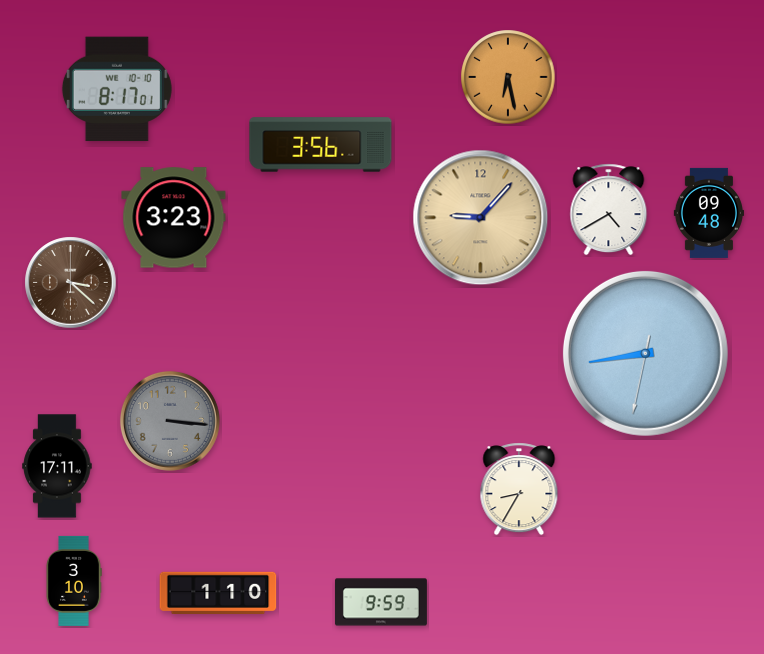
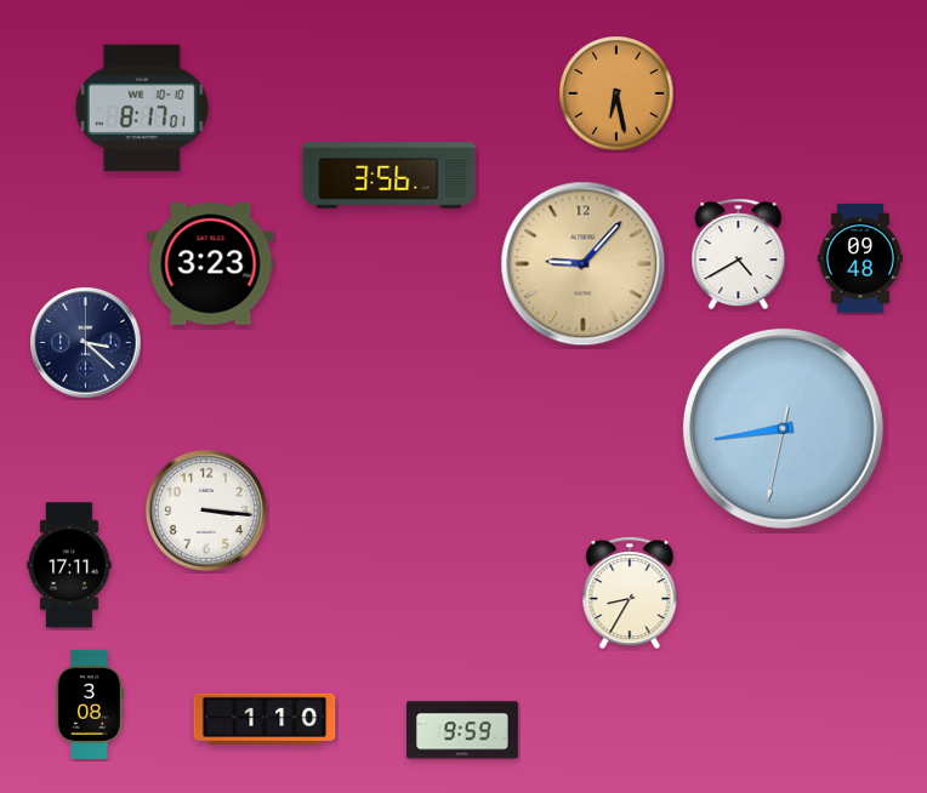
clock at (71, 283) dial: brown -> navy
clock at (170, 421) dial: grey -> white
clock at (74, 581): 3:10 -> 3:08
